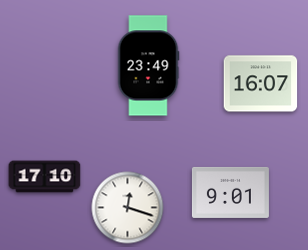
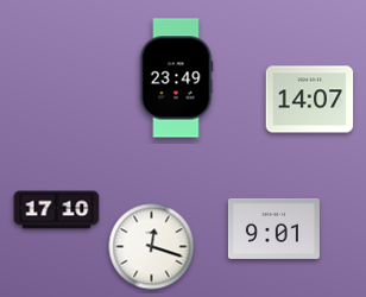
clock at (261, 84): 16:07 -> 14:07
clock at (45, 177) position: (45, 177) -> (57, 210)
